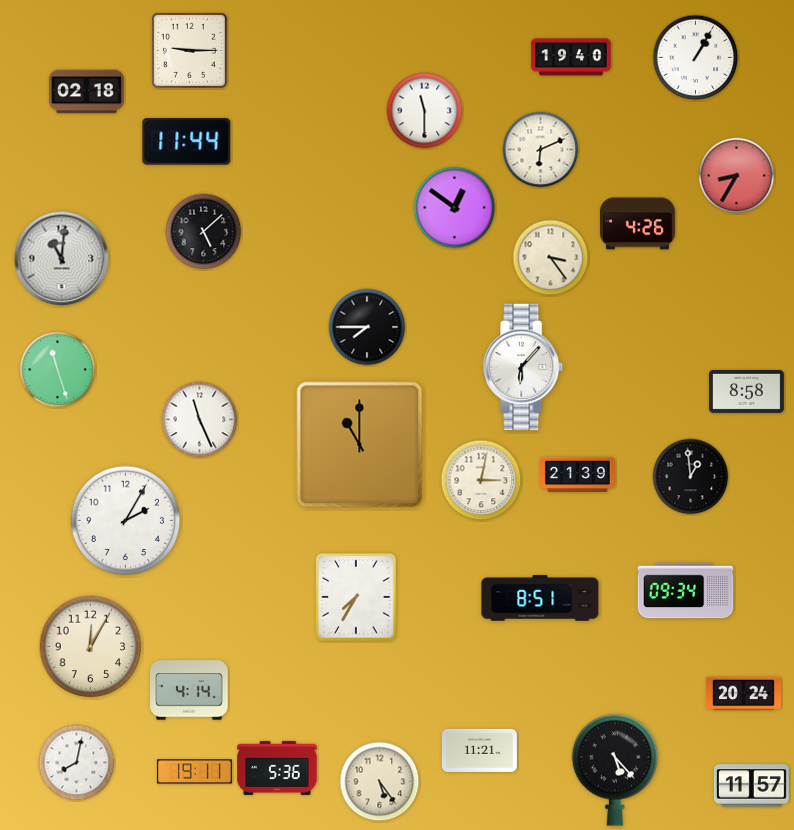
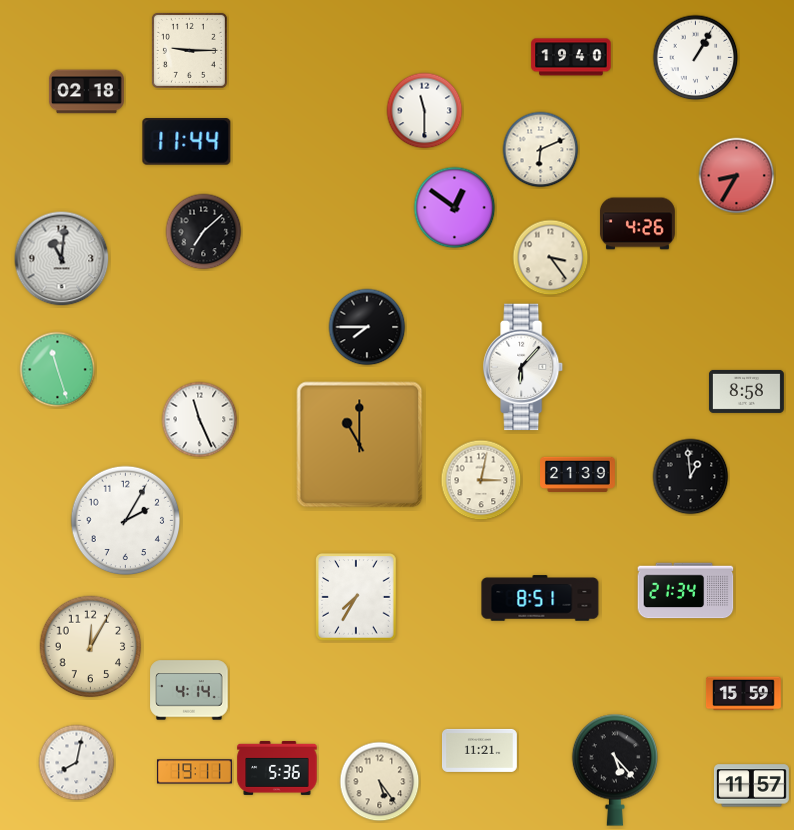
clock at (204, 232): 5:08 -> 7:08
clock at (686, 591): 09:34 -> 21:34
clock at (743, 694): 20:24 -> 15:59
